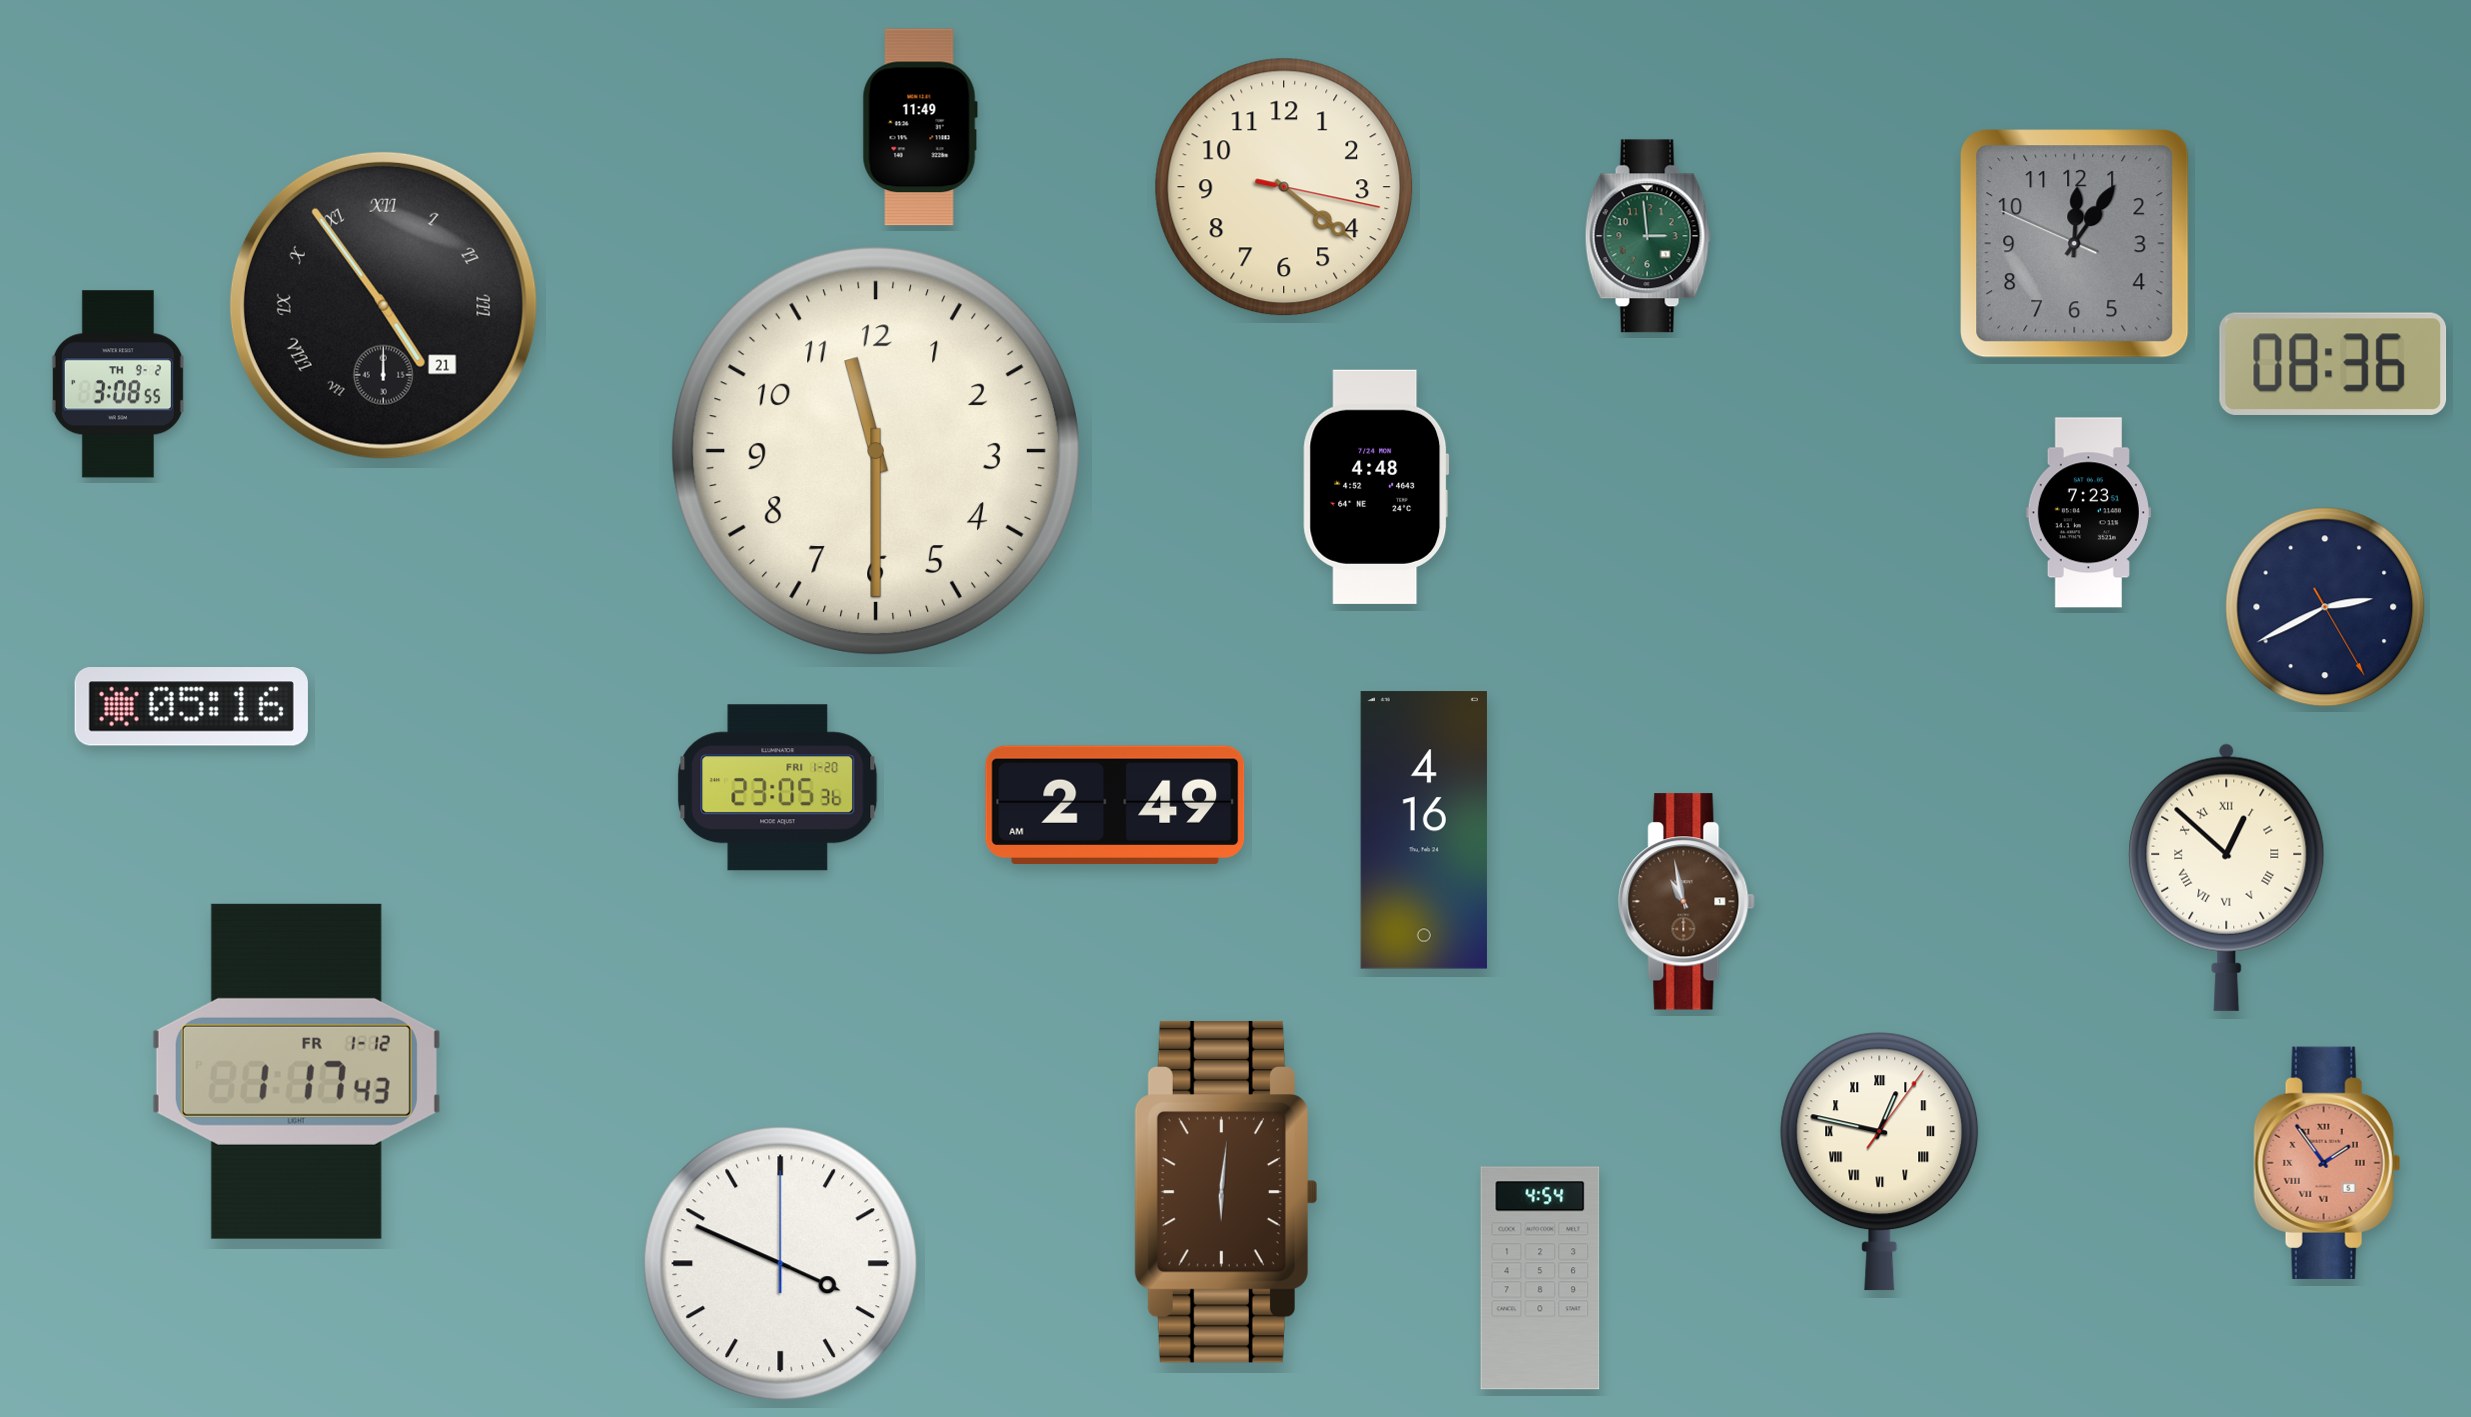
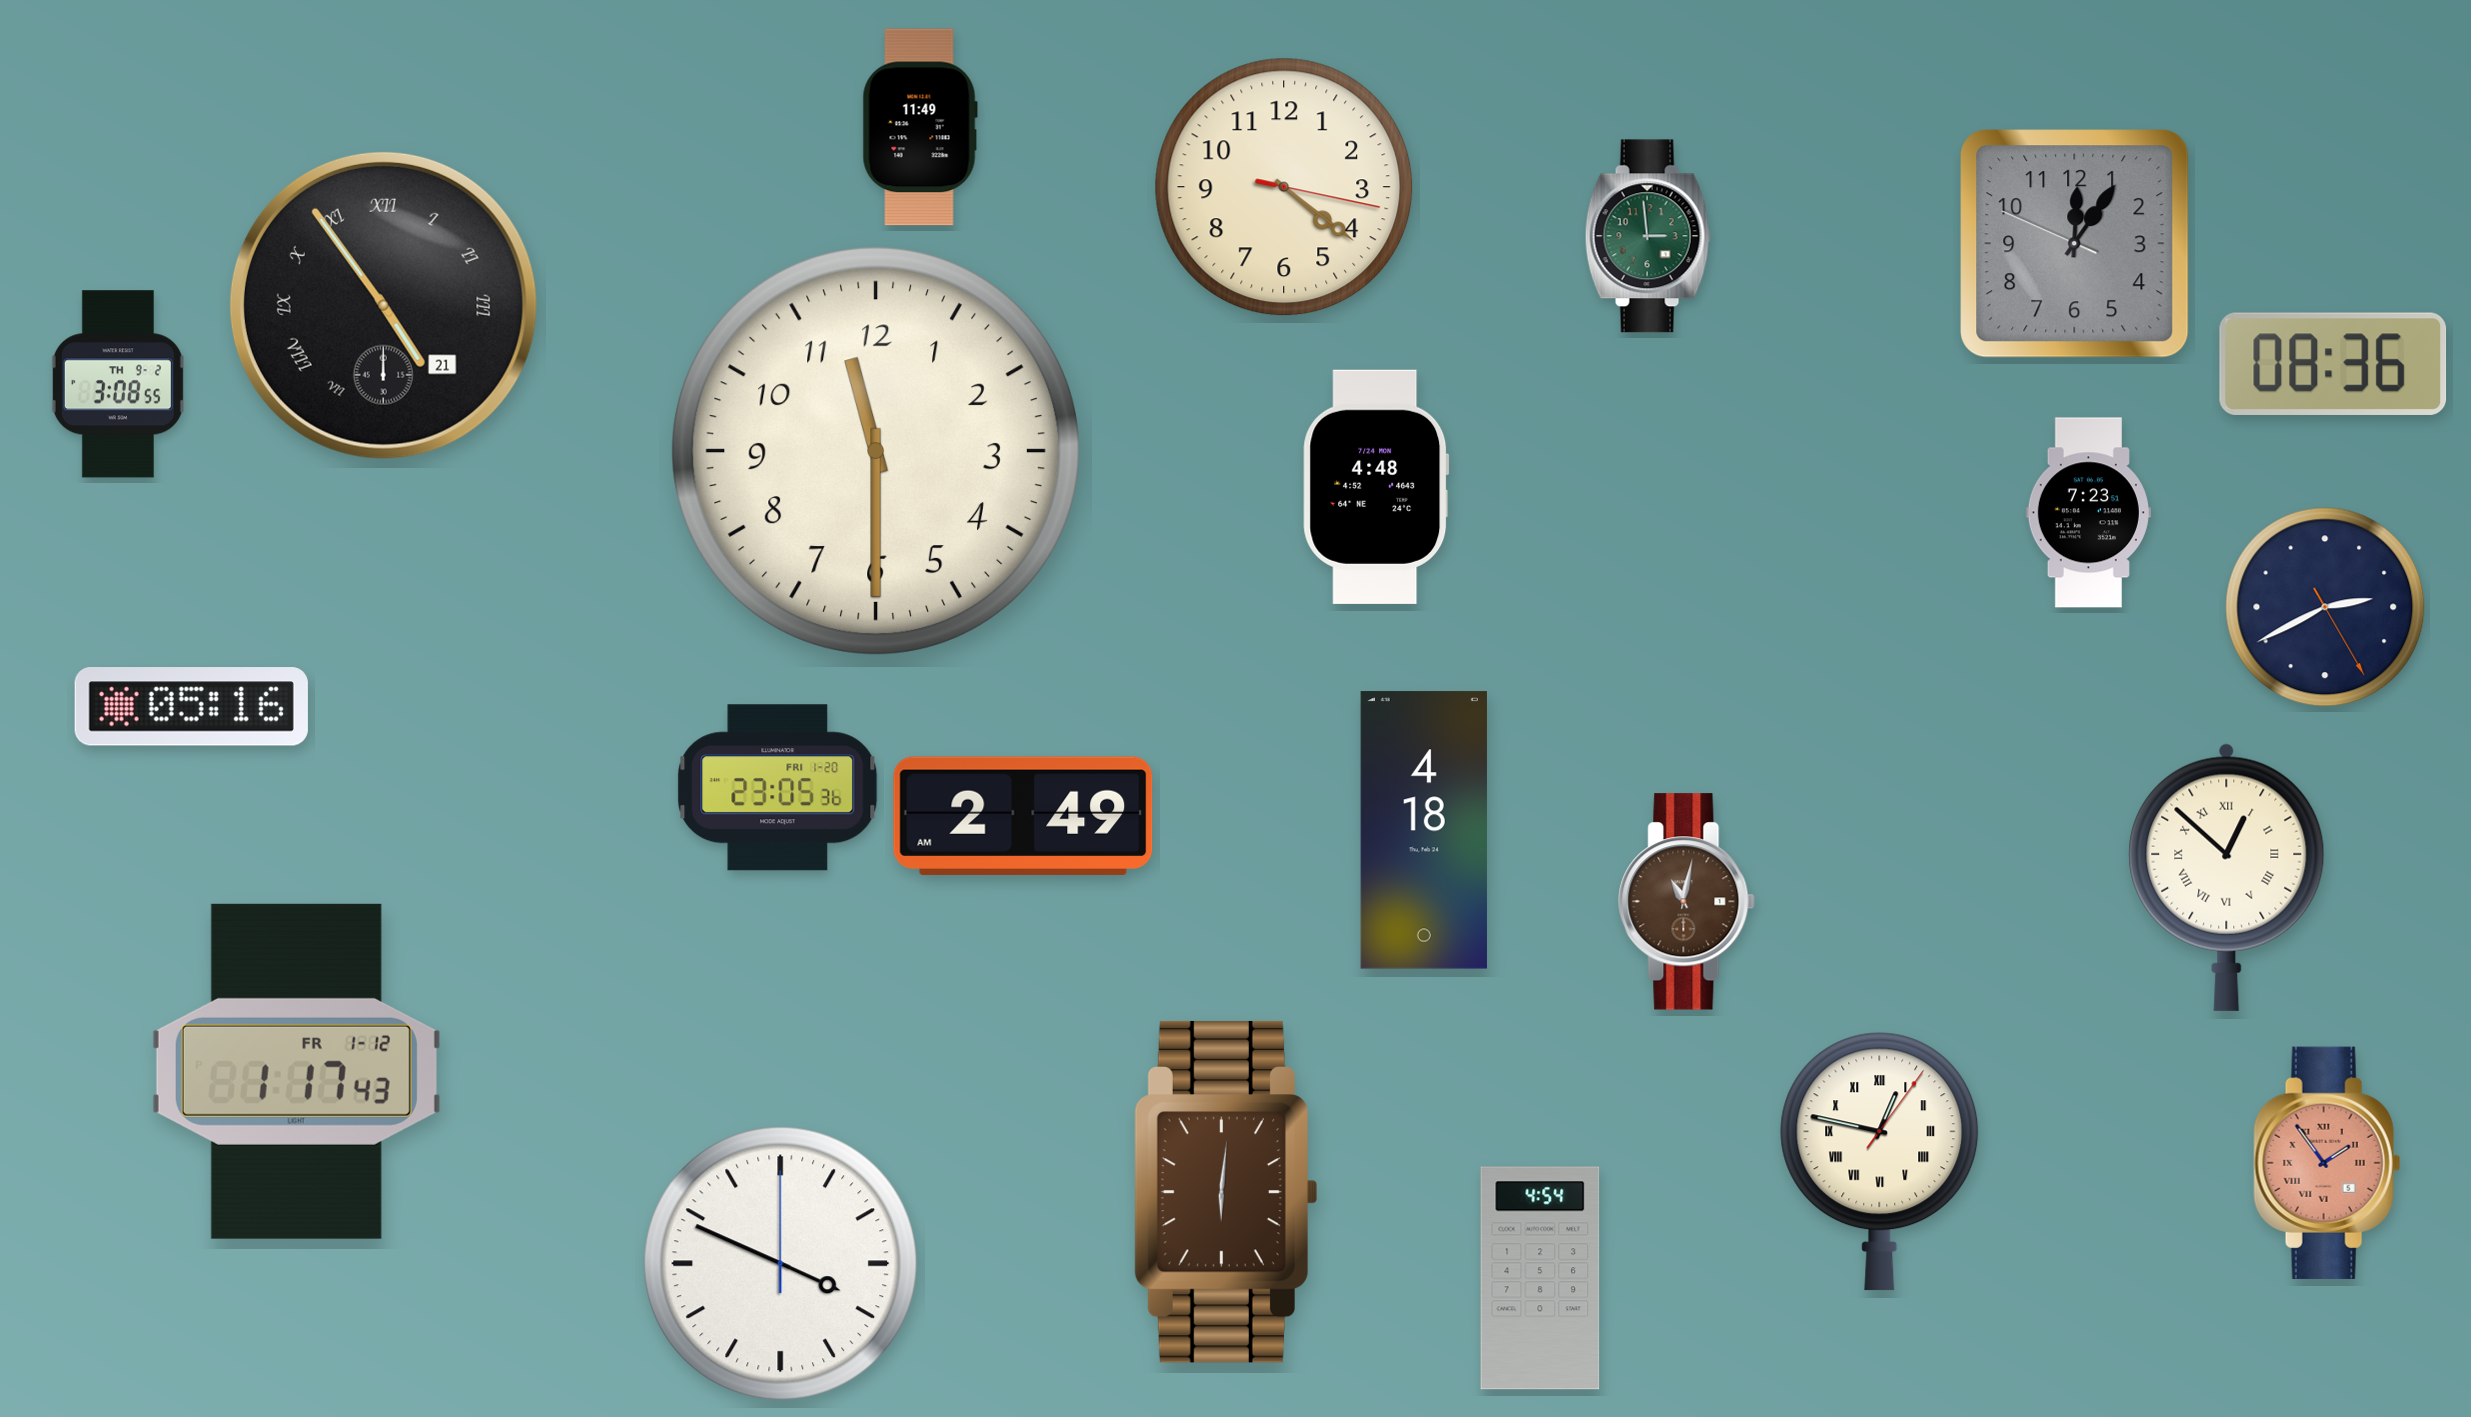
clock at (1115, 805) position: (1115, 805) -> (1023, 816)
clock at (1424, 830): 4:16 -> 4:18
clock at (1687, 902): 10:58 -> 11:02
